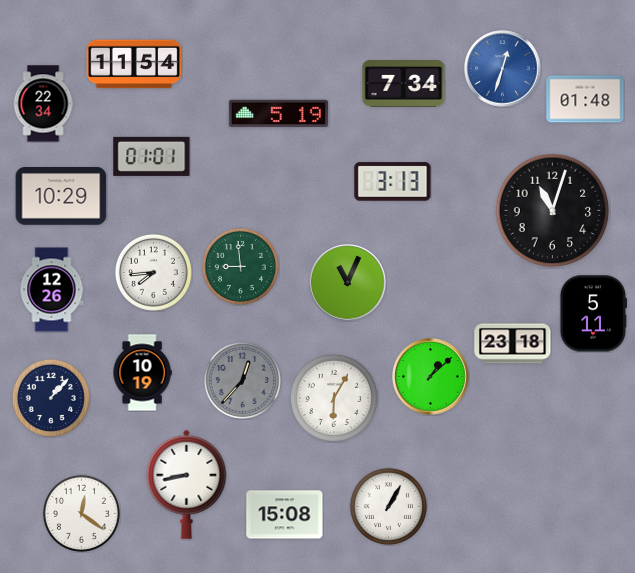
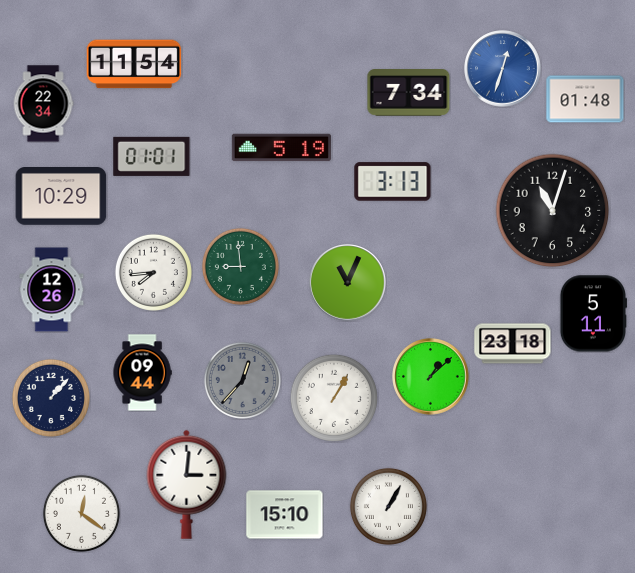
clock at (404, 84) position: (404, 84) -> (409, 93)
clock at (278, 114) position: (278, 114) -> (281, 148)
clock at (142, 373): 10:19 -> 09:44
clock at (334, 398): 6:05 -> 1:05
clock at (187, 484): 8:43 -> 3:01
clock at (285, 515): 15:08 -> 15:10
